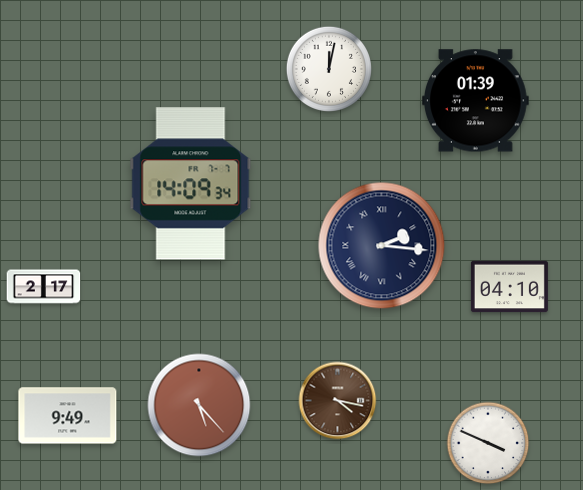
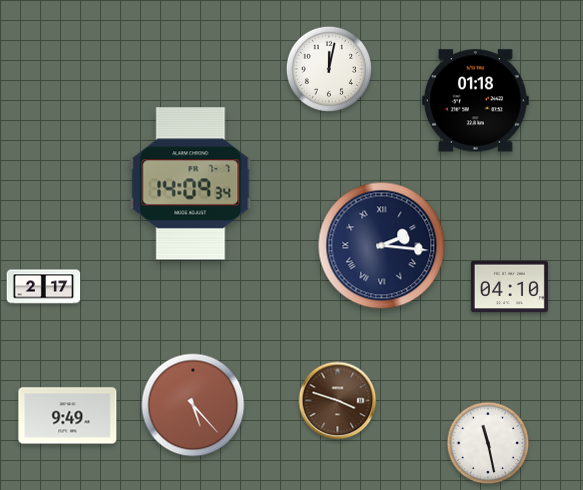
clock at (476, 101): 01:39 -> 01:18
clock at (338, 401): 4:17 -> 3:48
clock at (199, 405) position: (199, 405) -> (193, 405)
clock at (488, 443): 3:49 -> 11:28
